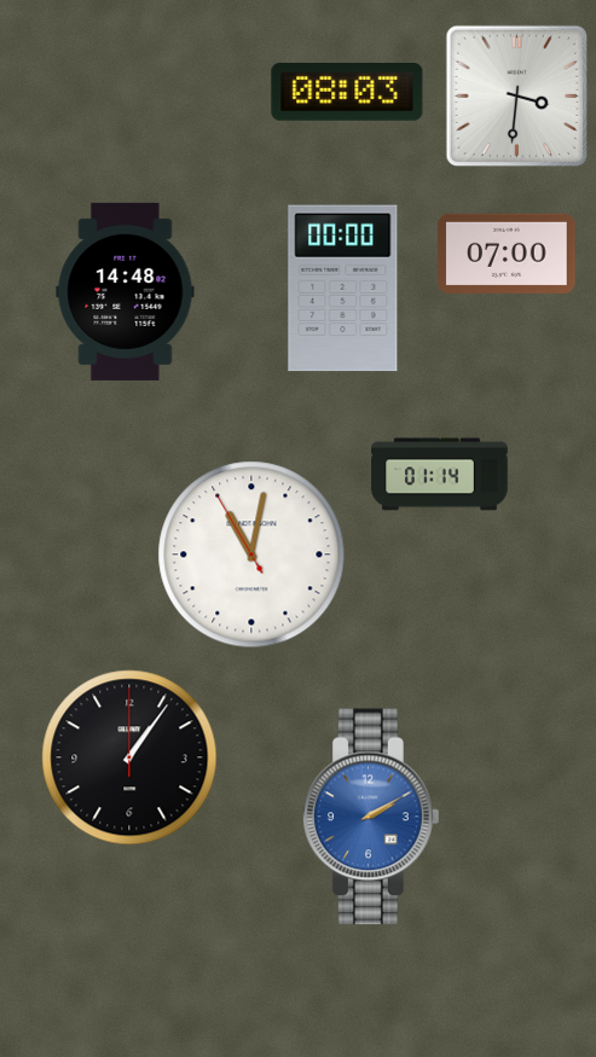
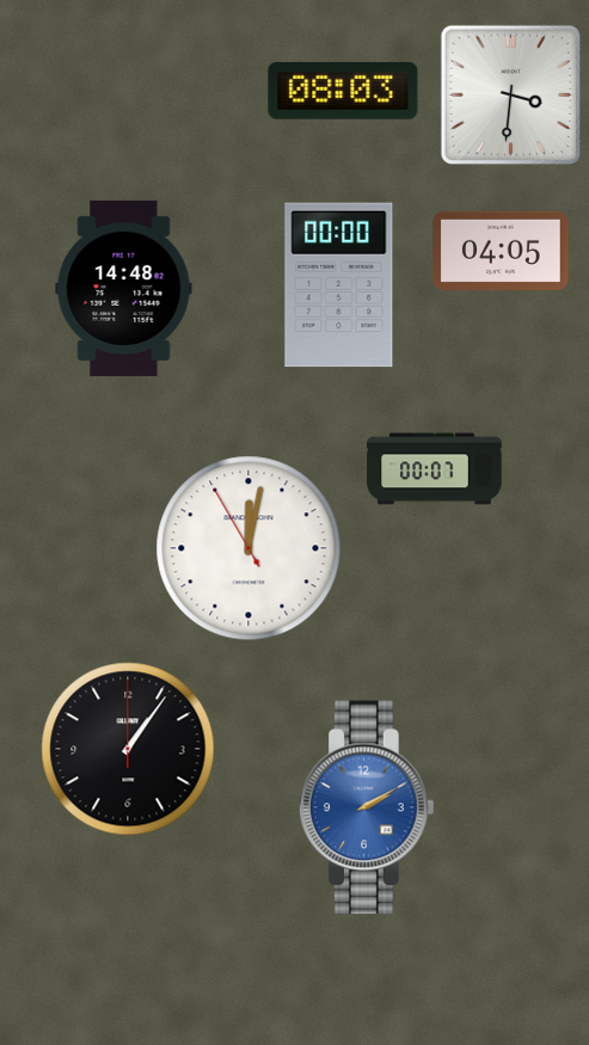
clock at (507, 254): 07:00 -> 04:05
clock at (440, 475): 01:14 -> 00:07
clock at (251, 554): 11:01 -> 12:01
